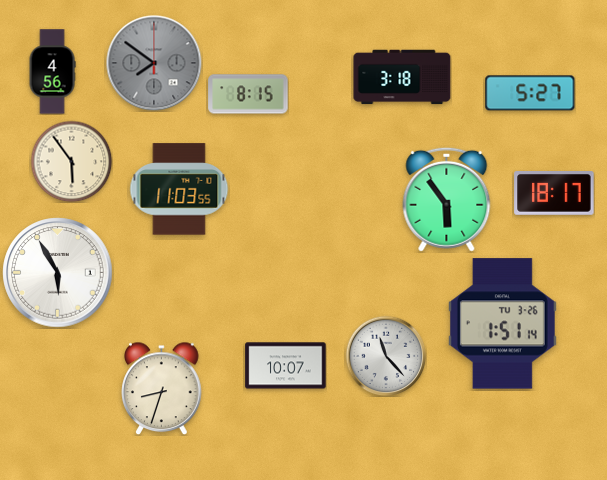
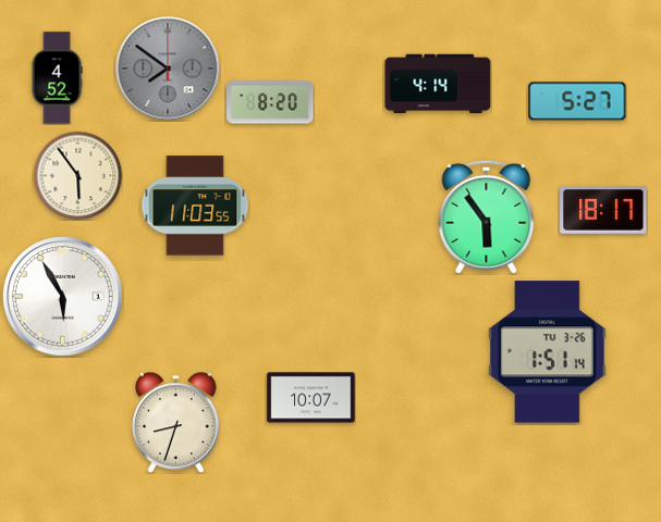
clock at (52, 72): 4:56 -> 4:52
clock at (402, 77): 3:18 -> 4:14
clock at (248, 94): 8:15 -> 8:20
clock at (386, 356): 11:23 -> none
